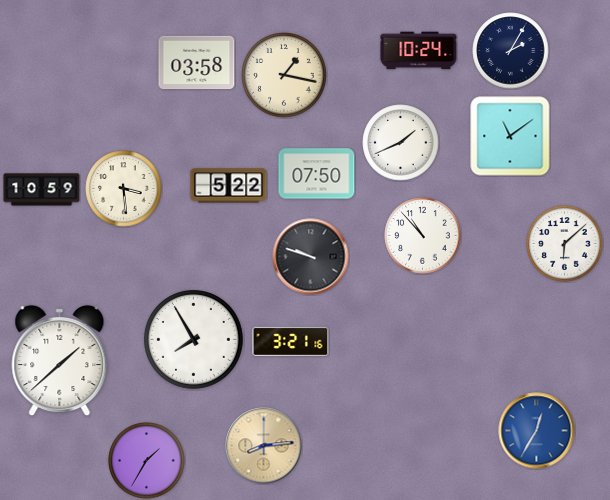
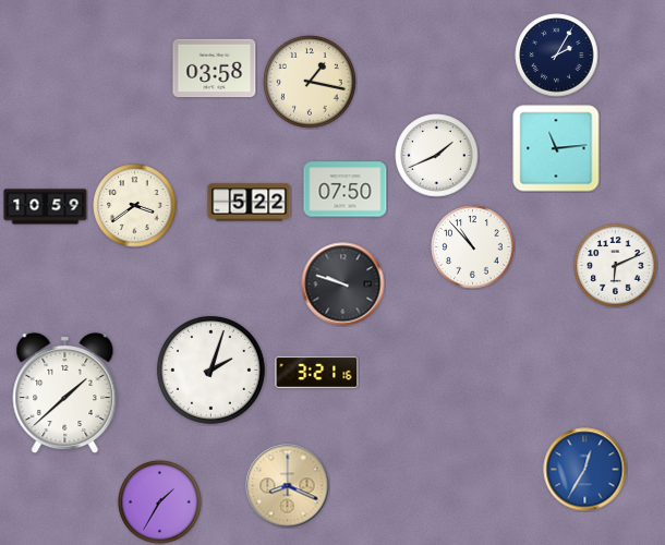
clock at (419, 51): 10:24 -> none
clock at (510, 136): 11:09 -> 11:14
clock at (124, 189): 3:29 -> 3:39
clock at (423, 236) position: (423, 236) -> (473, 247)
clock at (565, 244): 6:08 -> 6:11
clock at (311, 257) position: (311, 257) -> (343, 284)
clock at (193, 339): 7:55 -> 2:03
clock at (264, 446): 8:14 -> 8:19
